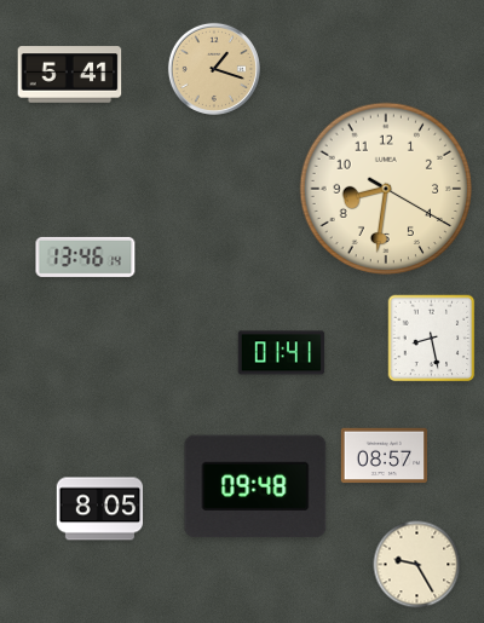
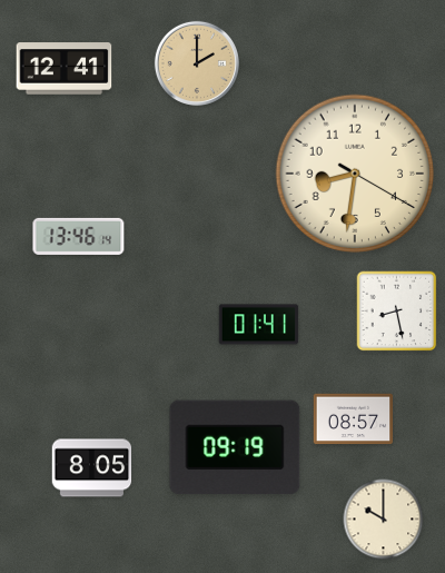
clock at (214, 69): 1:18 -> 2:00
clock at (70, 75): 5:41 -> 12:41
clock at (255, 486): 09:48 -> 09:19
clock at (417, 565): 9:25 -> 10:00
